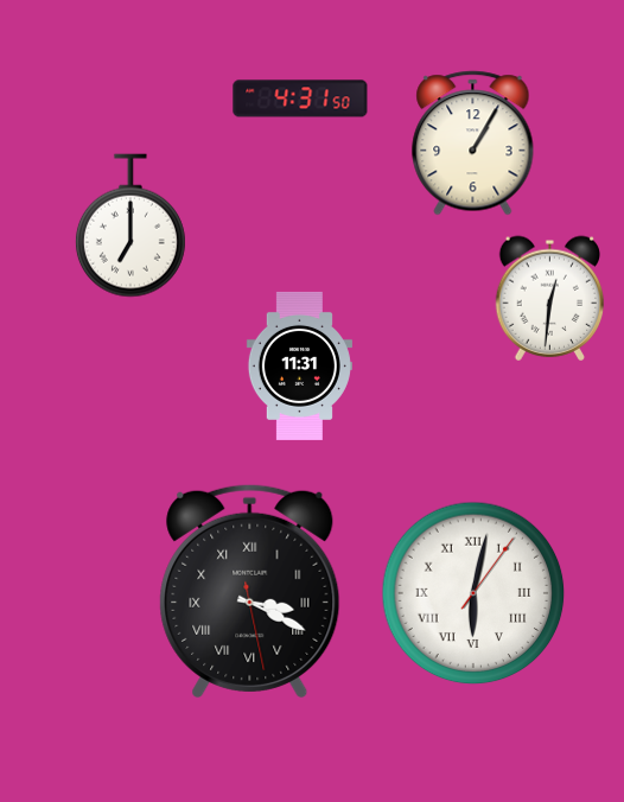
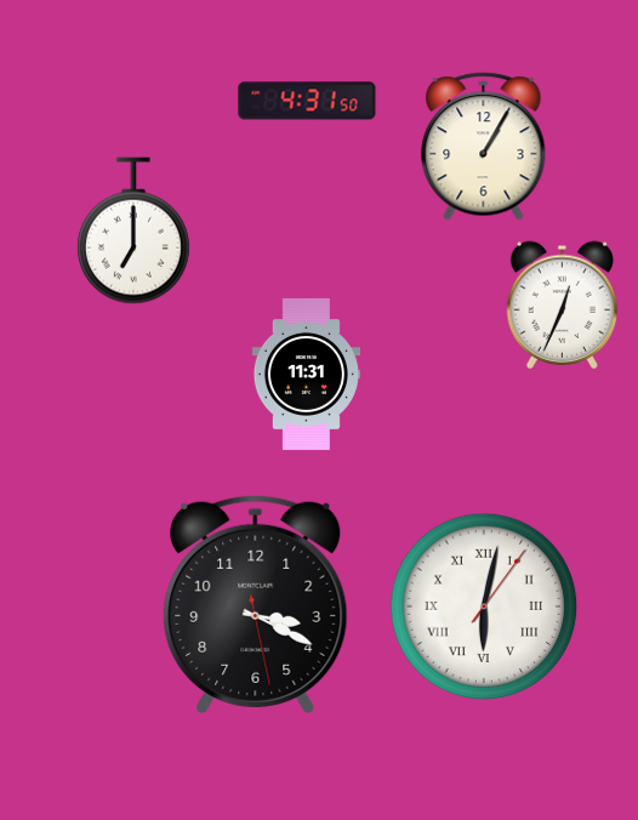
clock at (550, 298): 12:31 -> 12:34
clock at (250, 591) numerals: Roman -> Arabic
